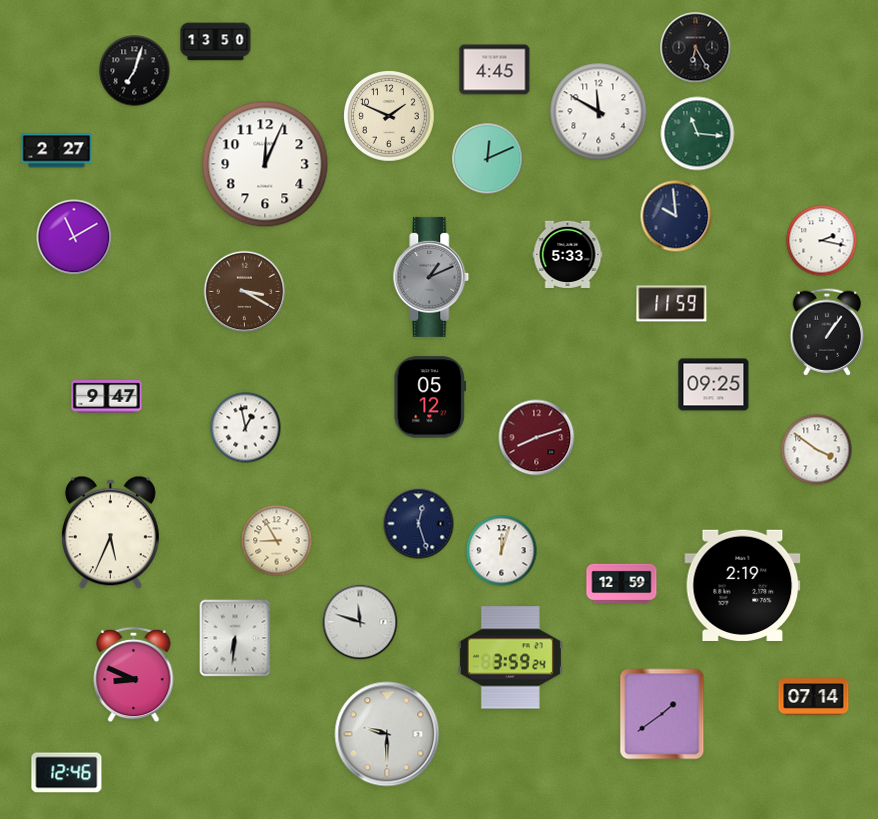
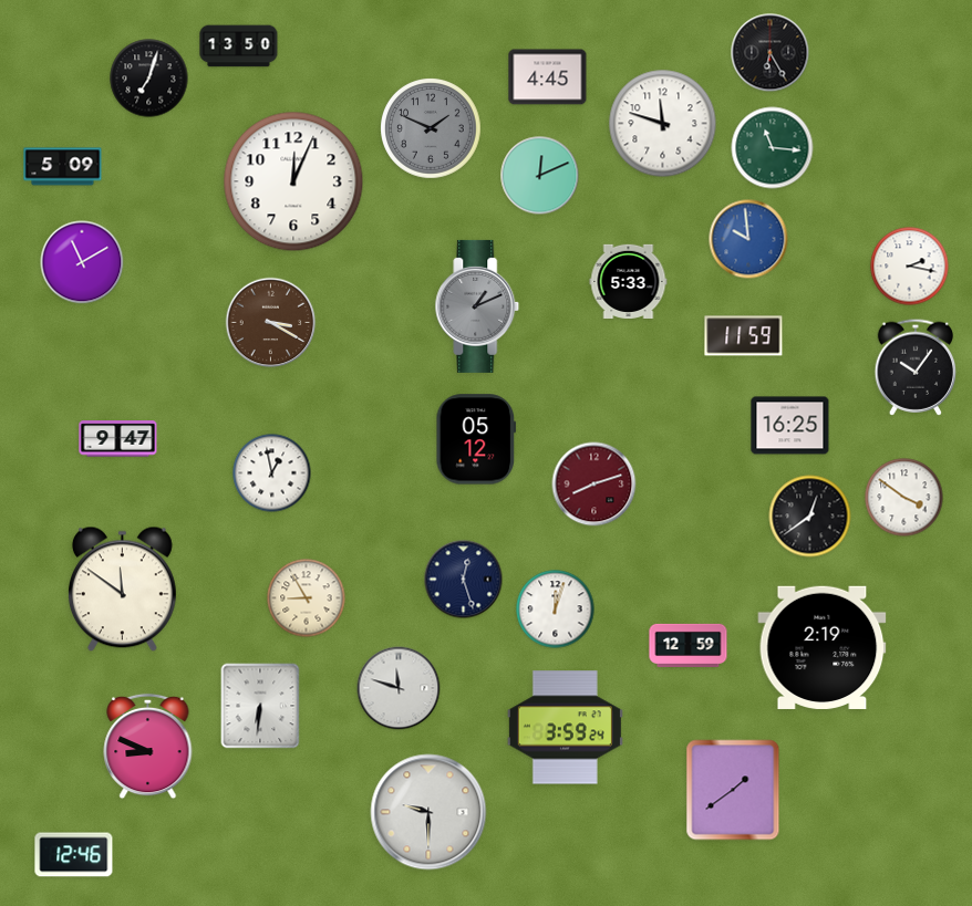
clock at (599, 112): 11:50 -> 11:48
clock at (390, 117) dial: cream -> grey
clock at (57, 151): 2:27 -> 5:09
clock at (676, 216) dial: navy -> blue
clock at (827, 332): 1:06 -> 10:06
clock at (714, 385): 09:25 -> 16:25
clock at (810, 517): none -> 12:39
clock at (110, 533): 5:34 -> 11:51
clock at (814, 697): 07:14 -> none
